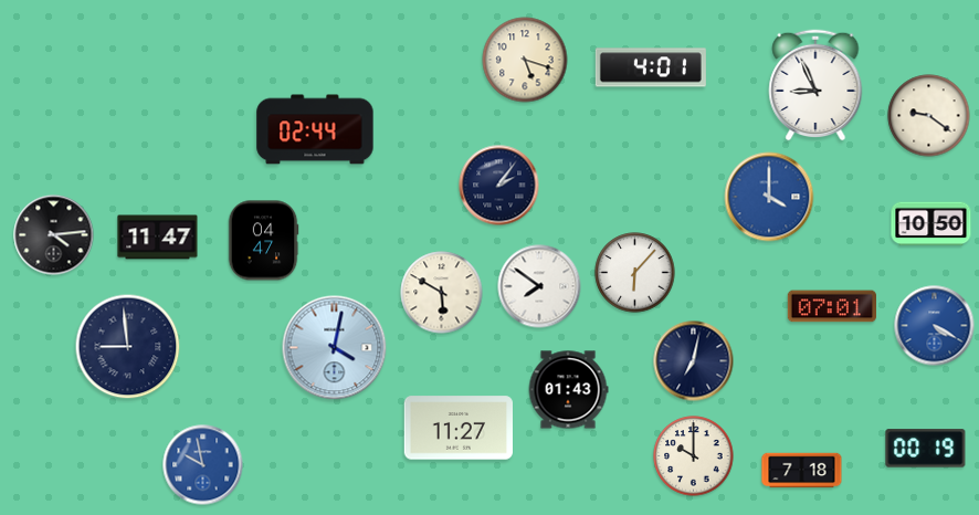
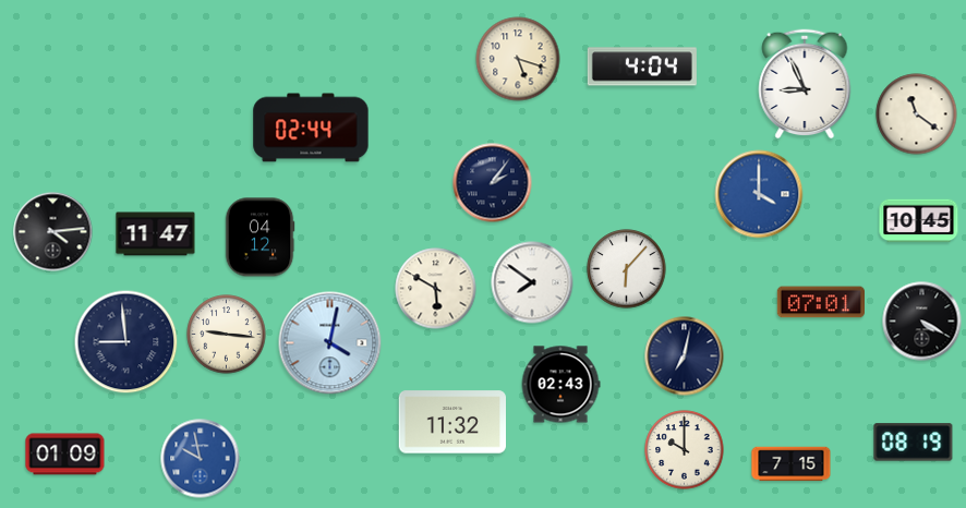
clock at (651, 67): 4:01 -> 4:04
clock at (929, 116): 9:21 -> 11:21
clock at (931, 224): 10:50 -> 10:45
clock at (263, 241): 04:47 -> 04:12
clock at (935, 326) dial: blue -> black
clock at (227, 335): none -> 9:16
clock at (568, 390): 01:43 -> 02:43
clock at (457, 428): 11:27 -> 11:32
clock at (926, 449): 00:19 -> 08:19
clock at (65, 455): none -> 01:09
clock at (802, 471): 7:18 -> 7:15
